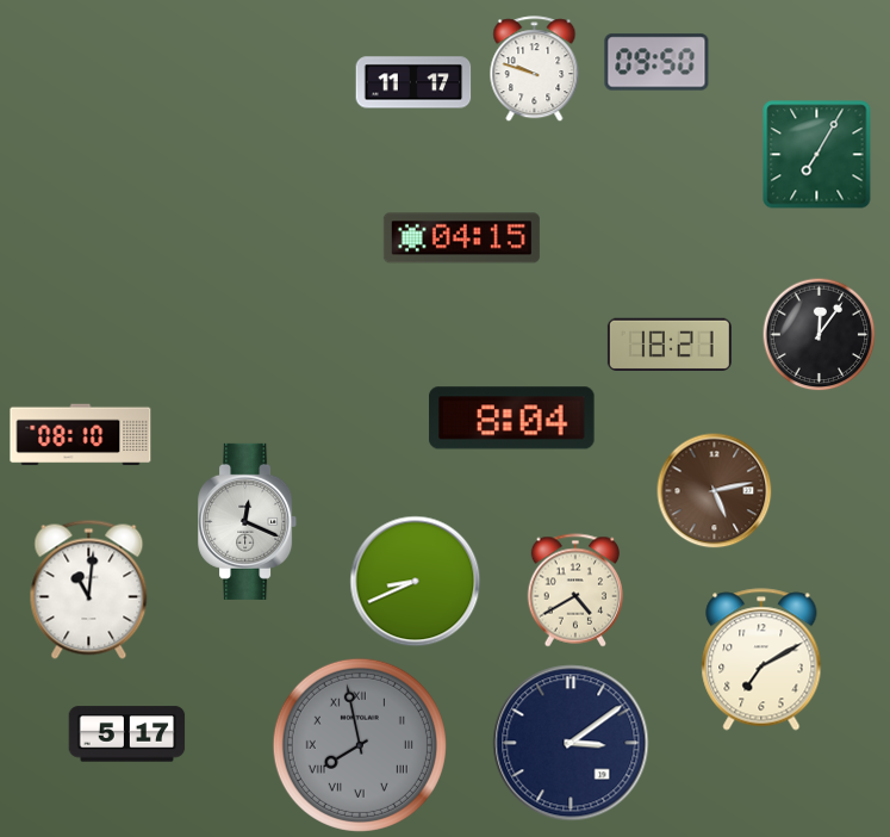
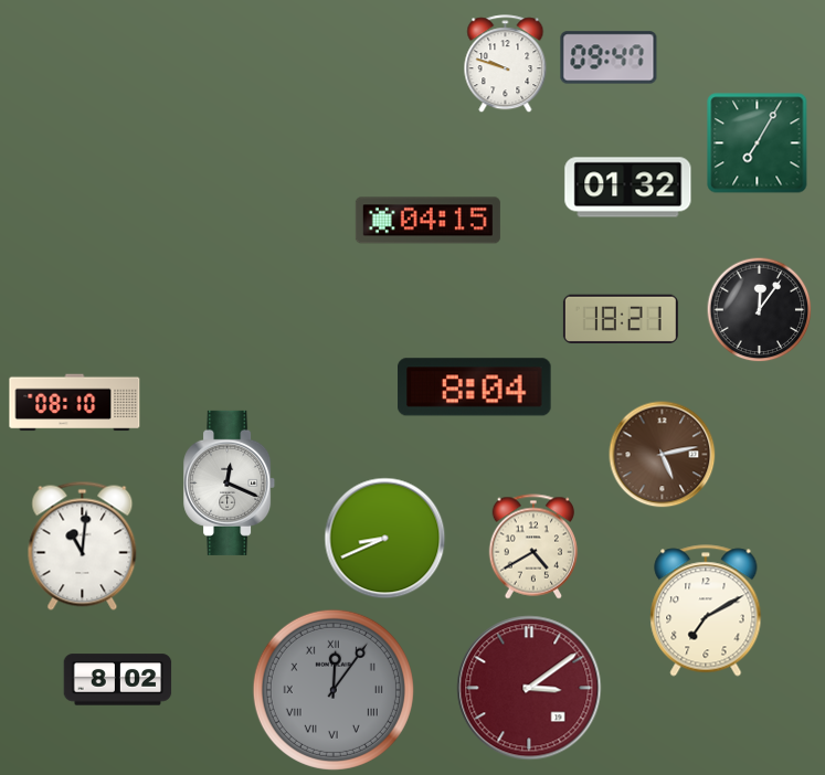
clock at (656, 62): 09:50 -> 09:47
clock at (535, 69) position: (535, 69) -> (506, 64)
clock at (413, 82): 11:17 -> none
clock at (628, 188): none -> 01:32
clock at (127, 734): 5:17 -> 8:02
clock at (571, 743) dial: navy -> burgundy
clock at (360, 745): 7:58 -> 12:06
